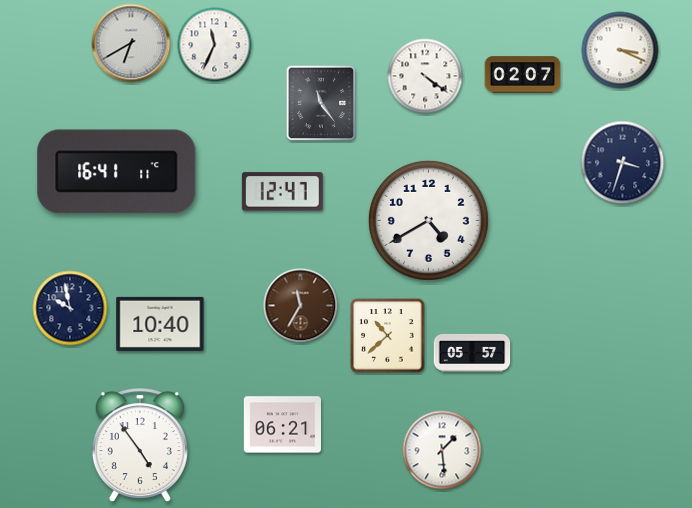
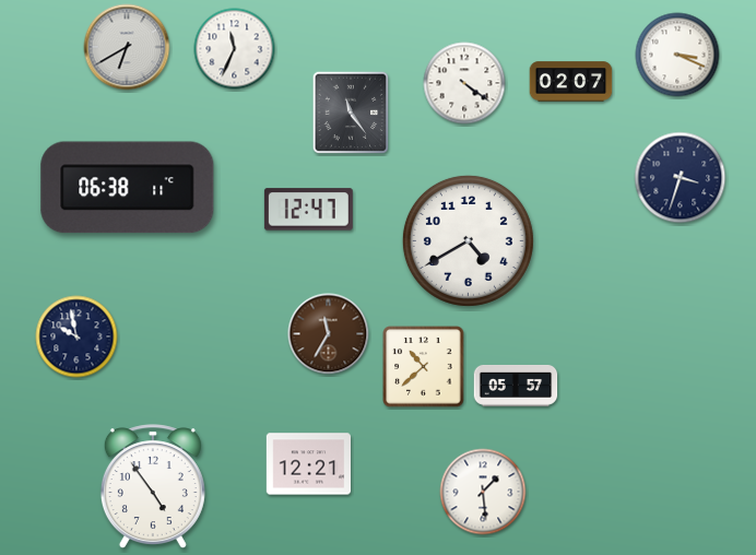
clock at (131, 43) position: (131, 43) -> (127, 47)
clock at (117, 172): 16:41 -> 06:38
clock at (160, 324): 10:40 -> none
clock at (283, 425): 06:21 -> 12:21
